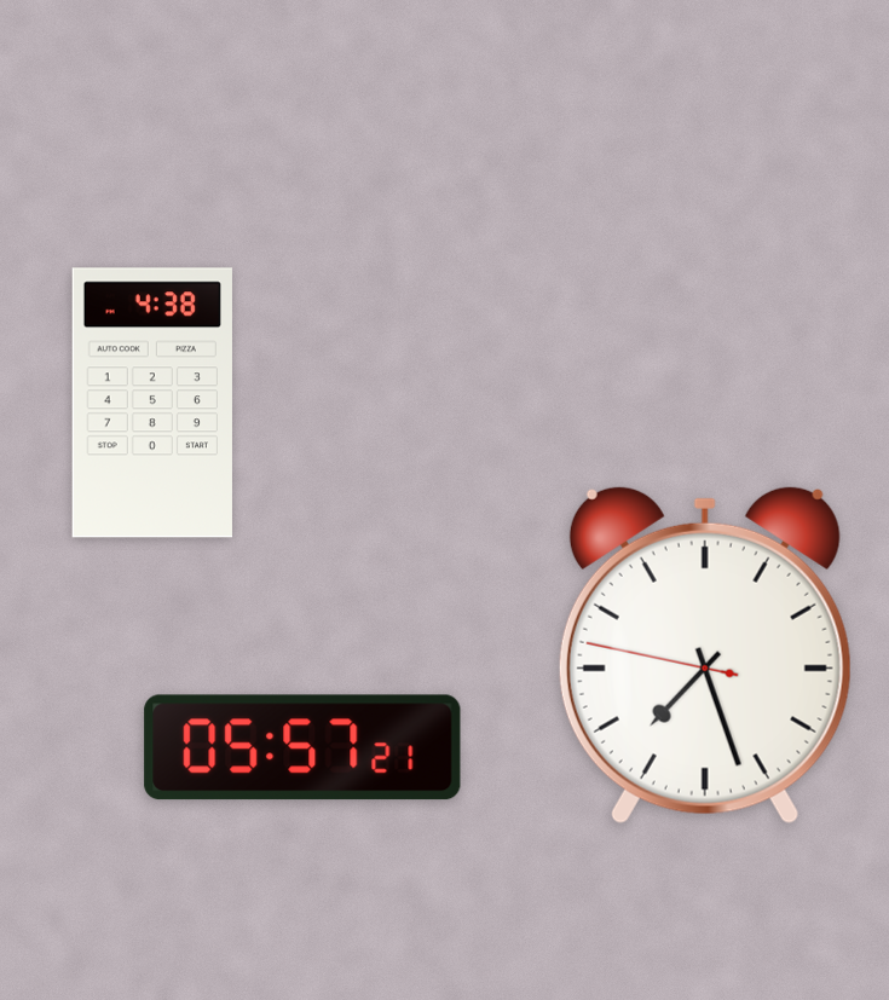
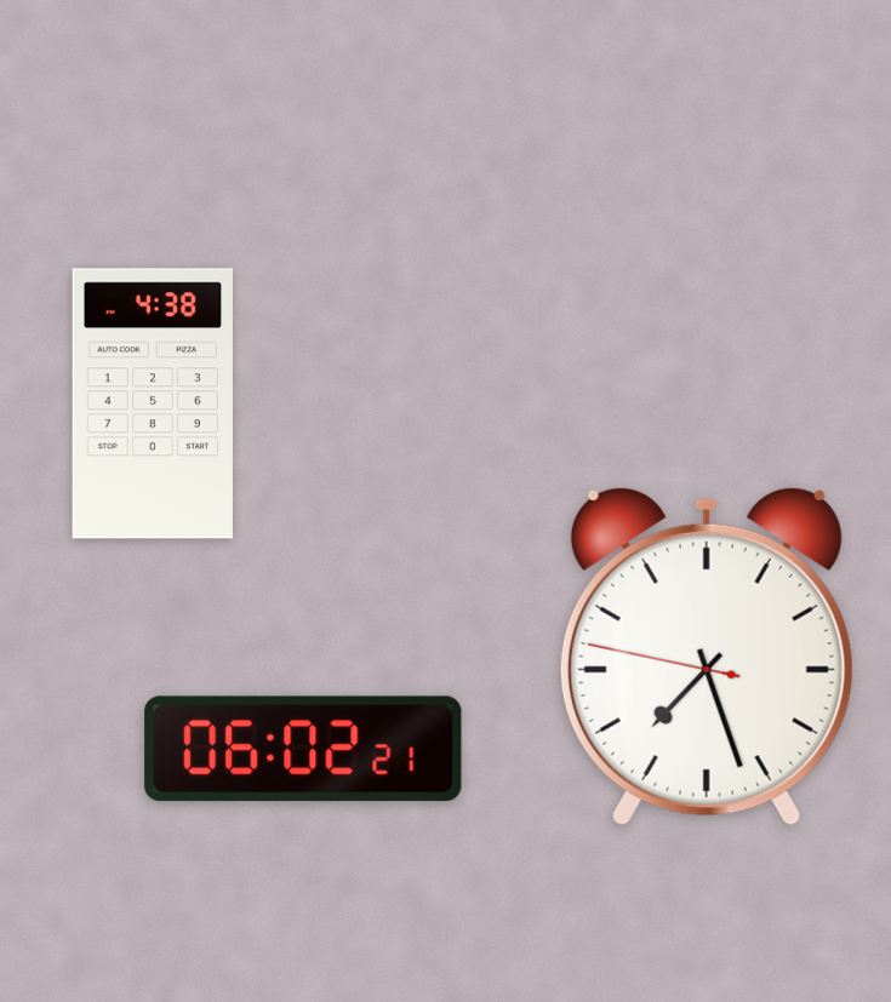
clock at (302, 747): 05:57 -> 06:02
